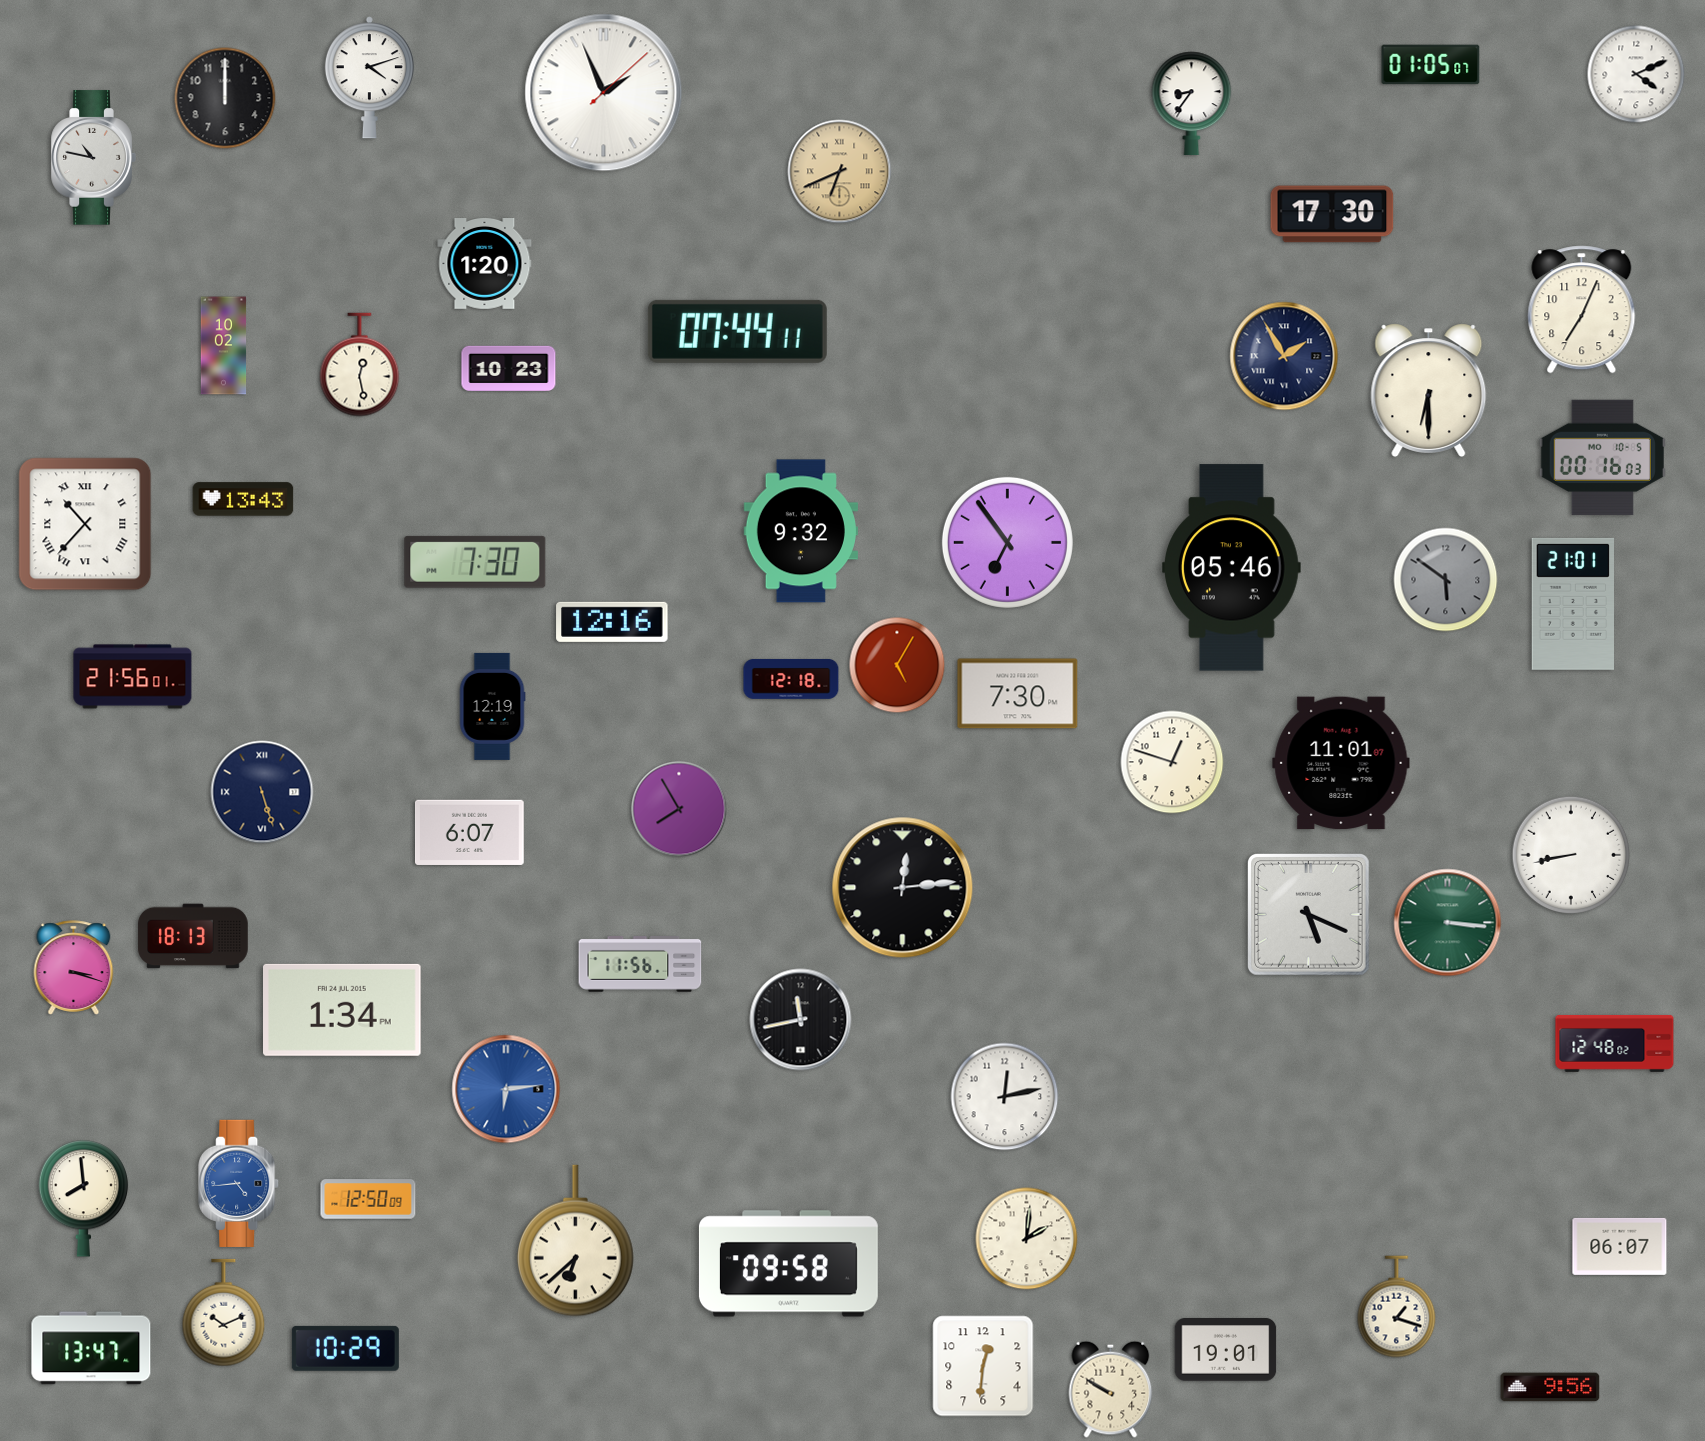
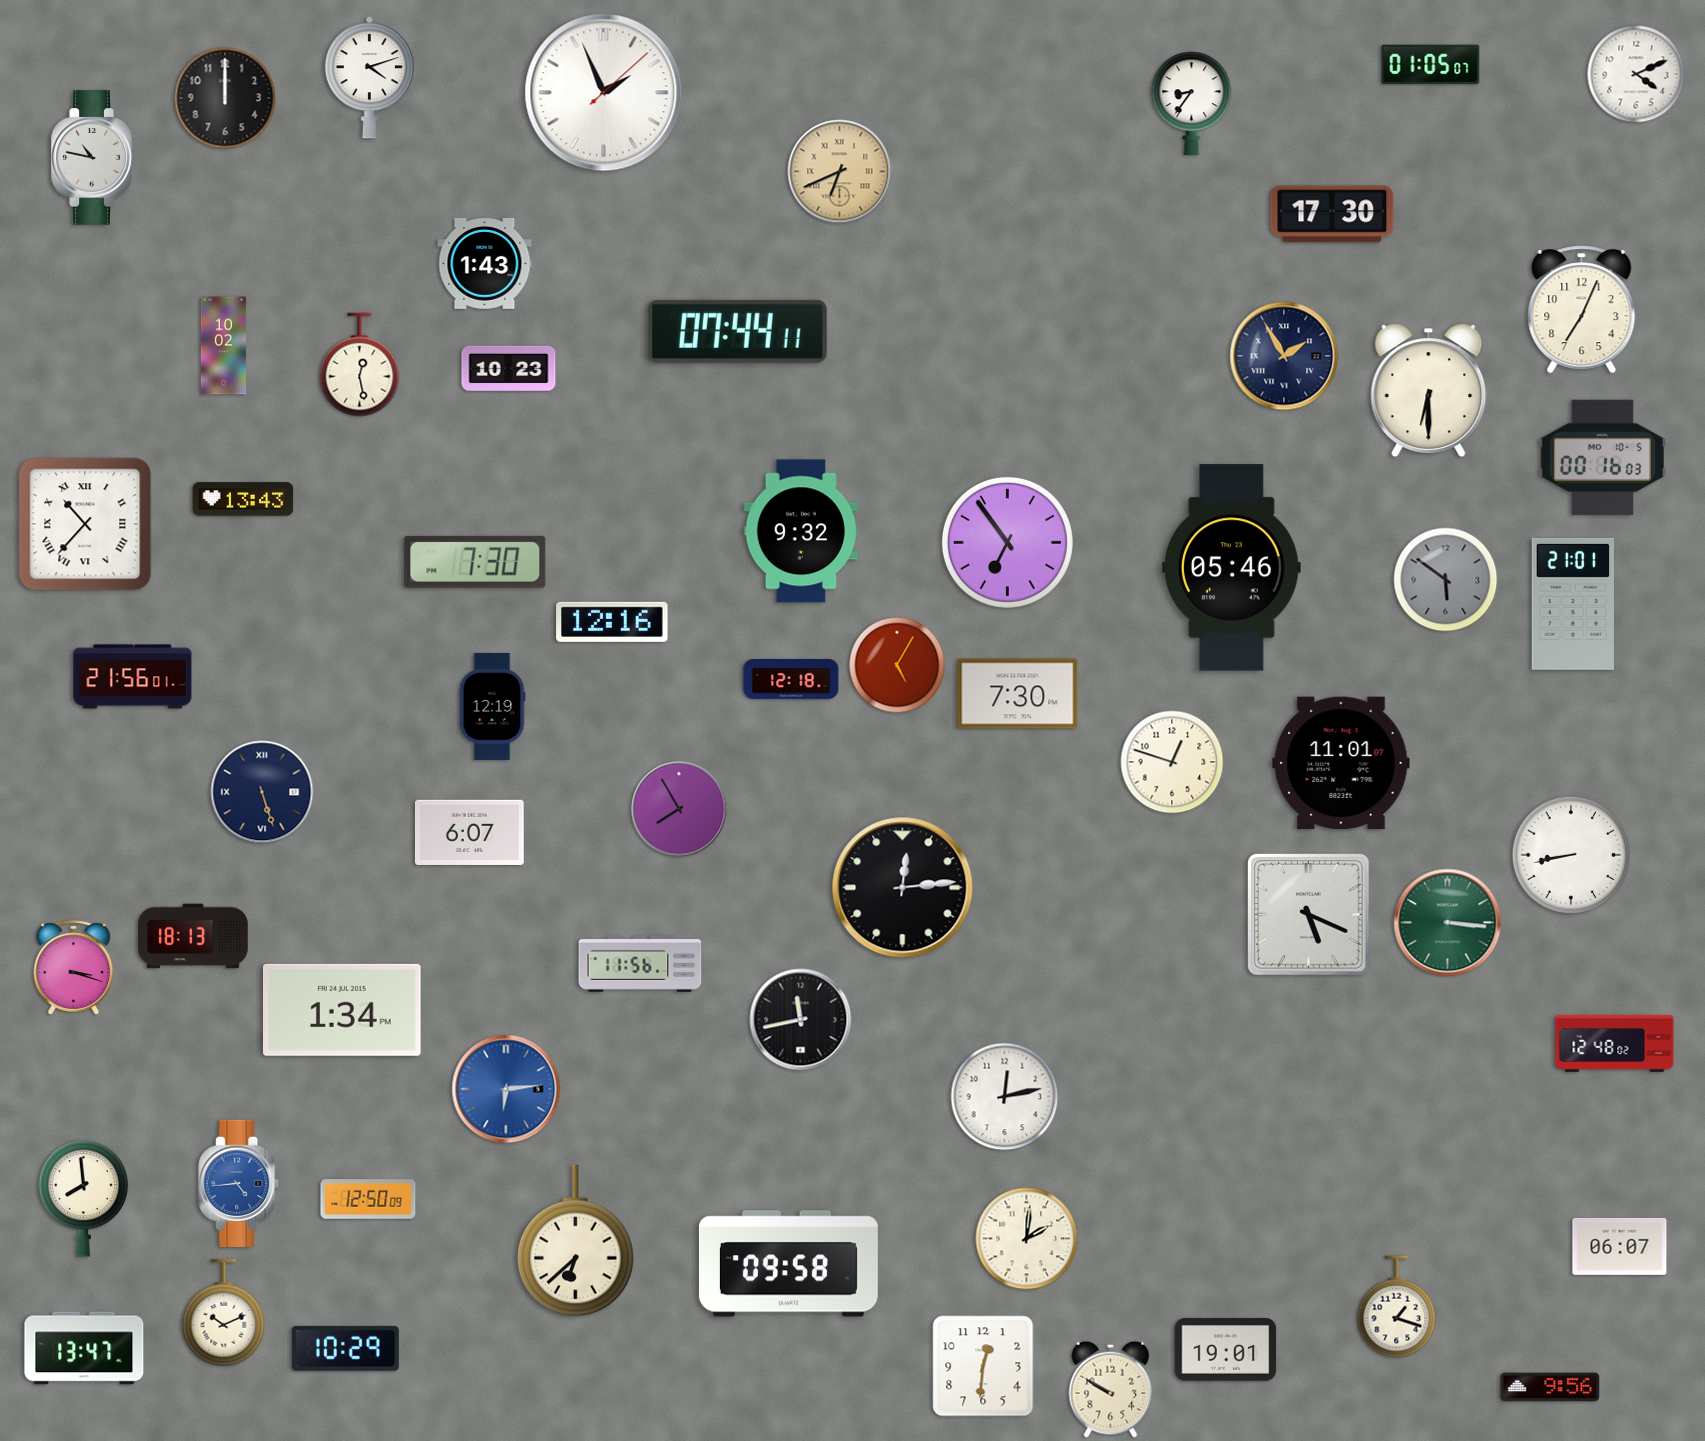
clock at (485, 264): 1:20 -> 1:43
clock at (91, 1348) position: (91, 1348) -> (84, 1348)
